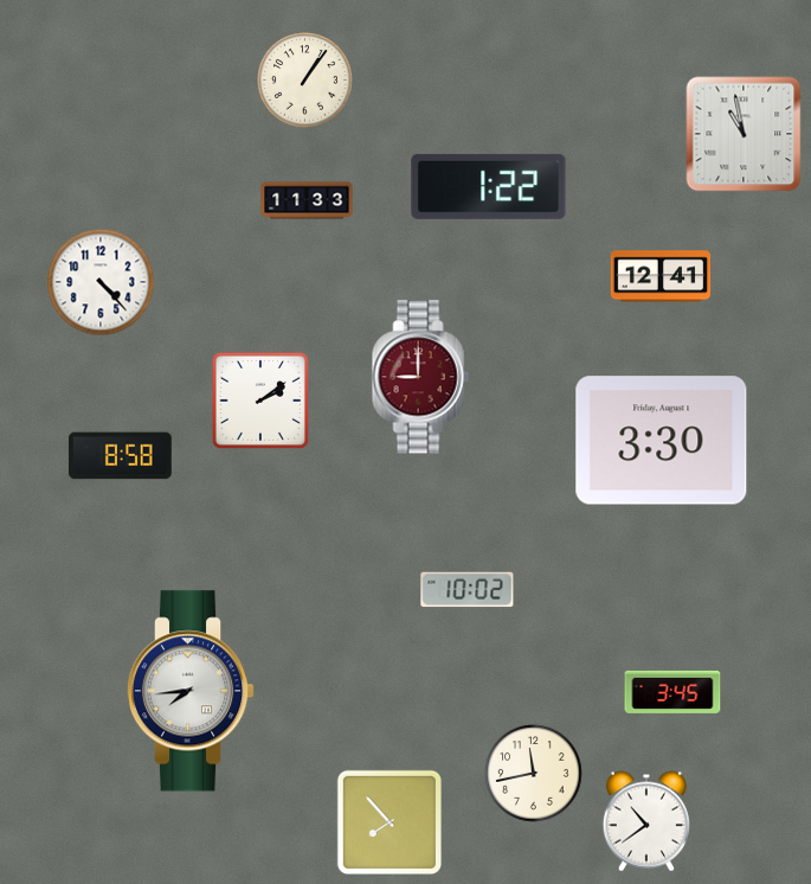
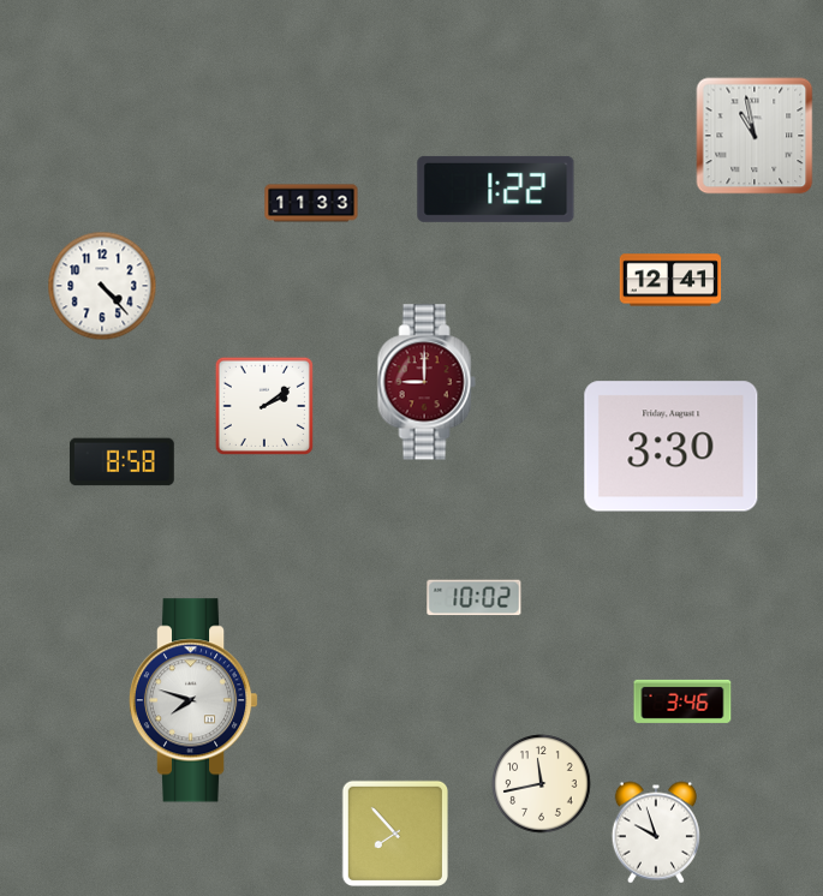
clock at (305, 81): 1:06 -> none
clock at (191, 691): 7:44 -> 7:48
clock at (672, 692): 3:45 -> 3:46
clock at (646, 821): 10:39 -> 9:57
